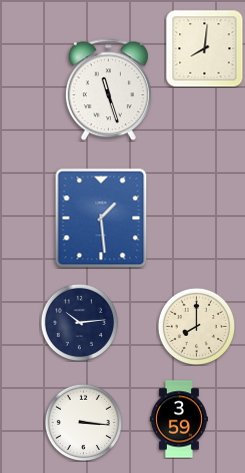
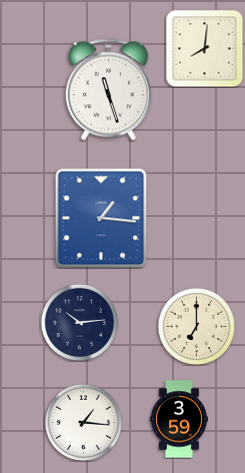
clock at (101, 218): 1:29 -> 1:16
clock at (196, 326): 8:00 -> 7:00
clock at (83, 422): 3:16 -> 1:16
